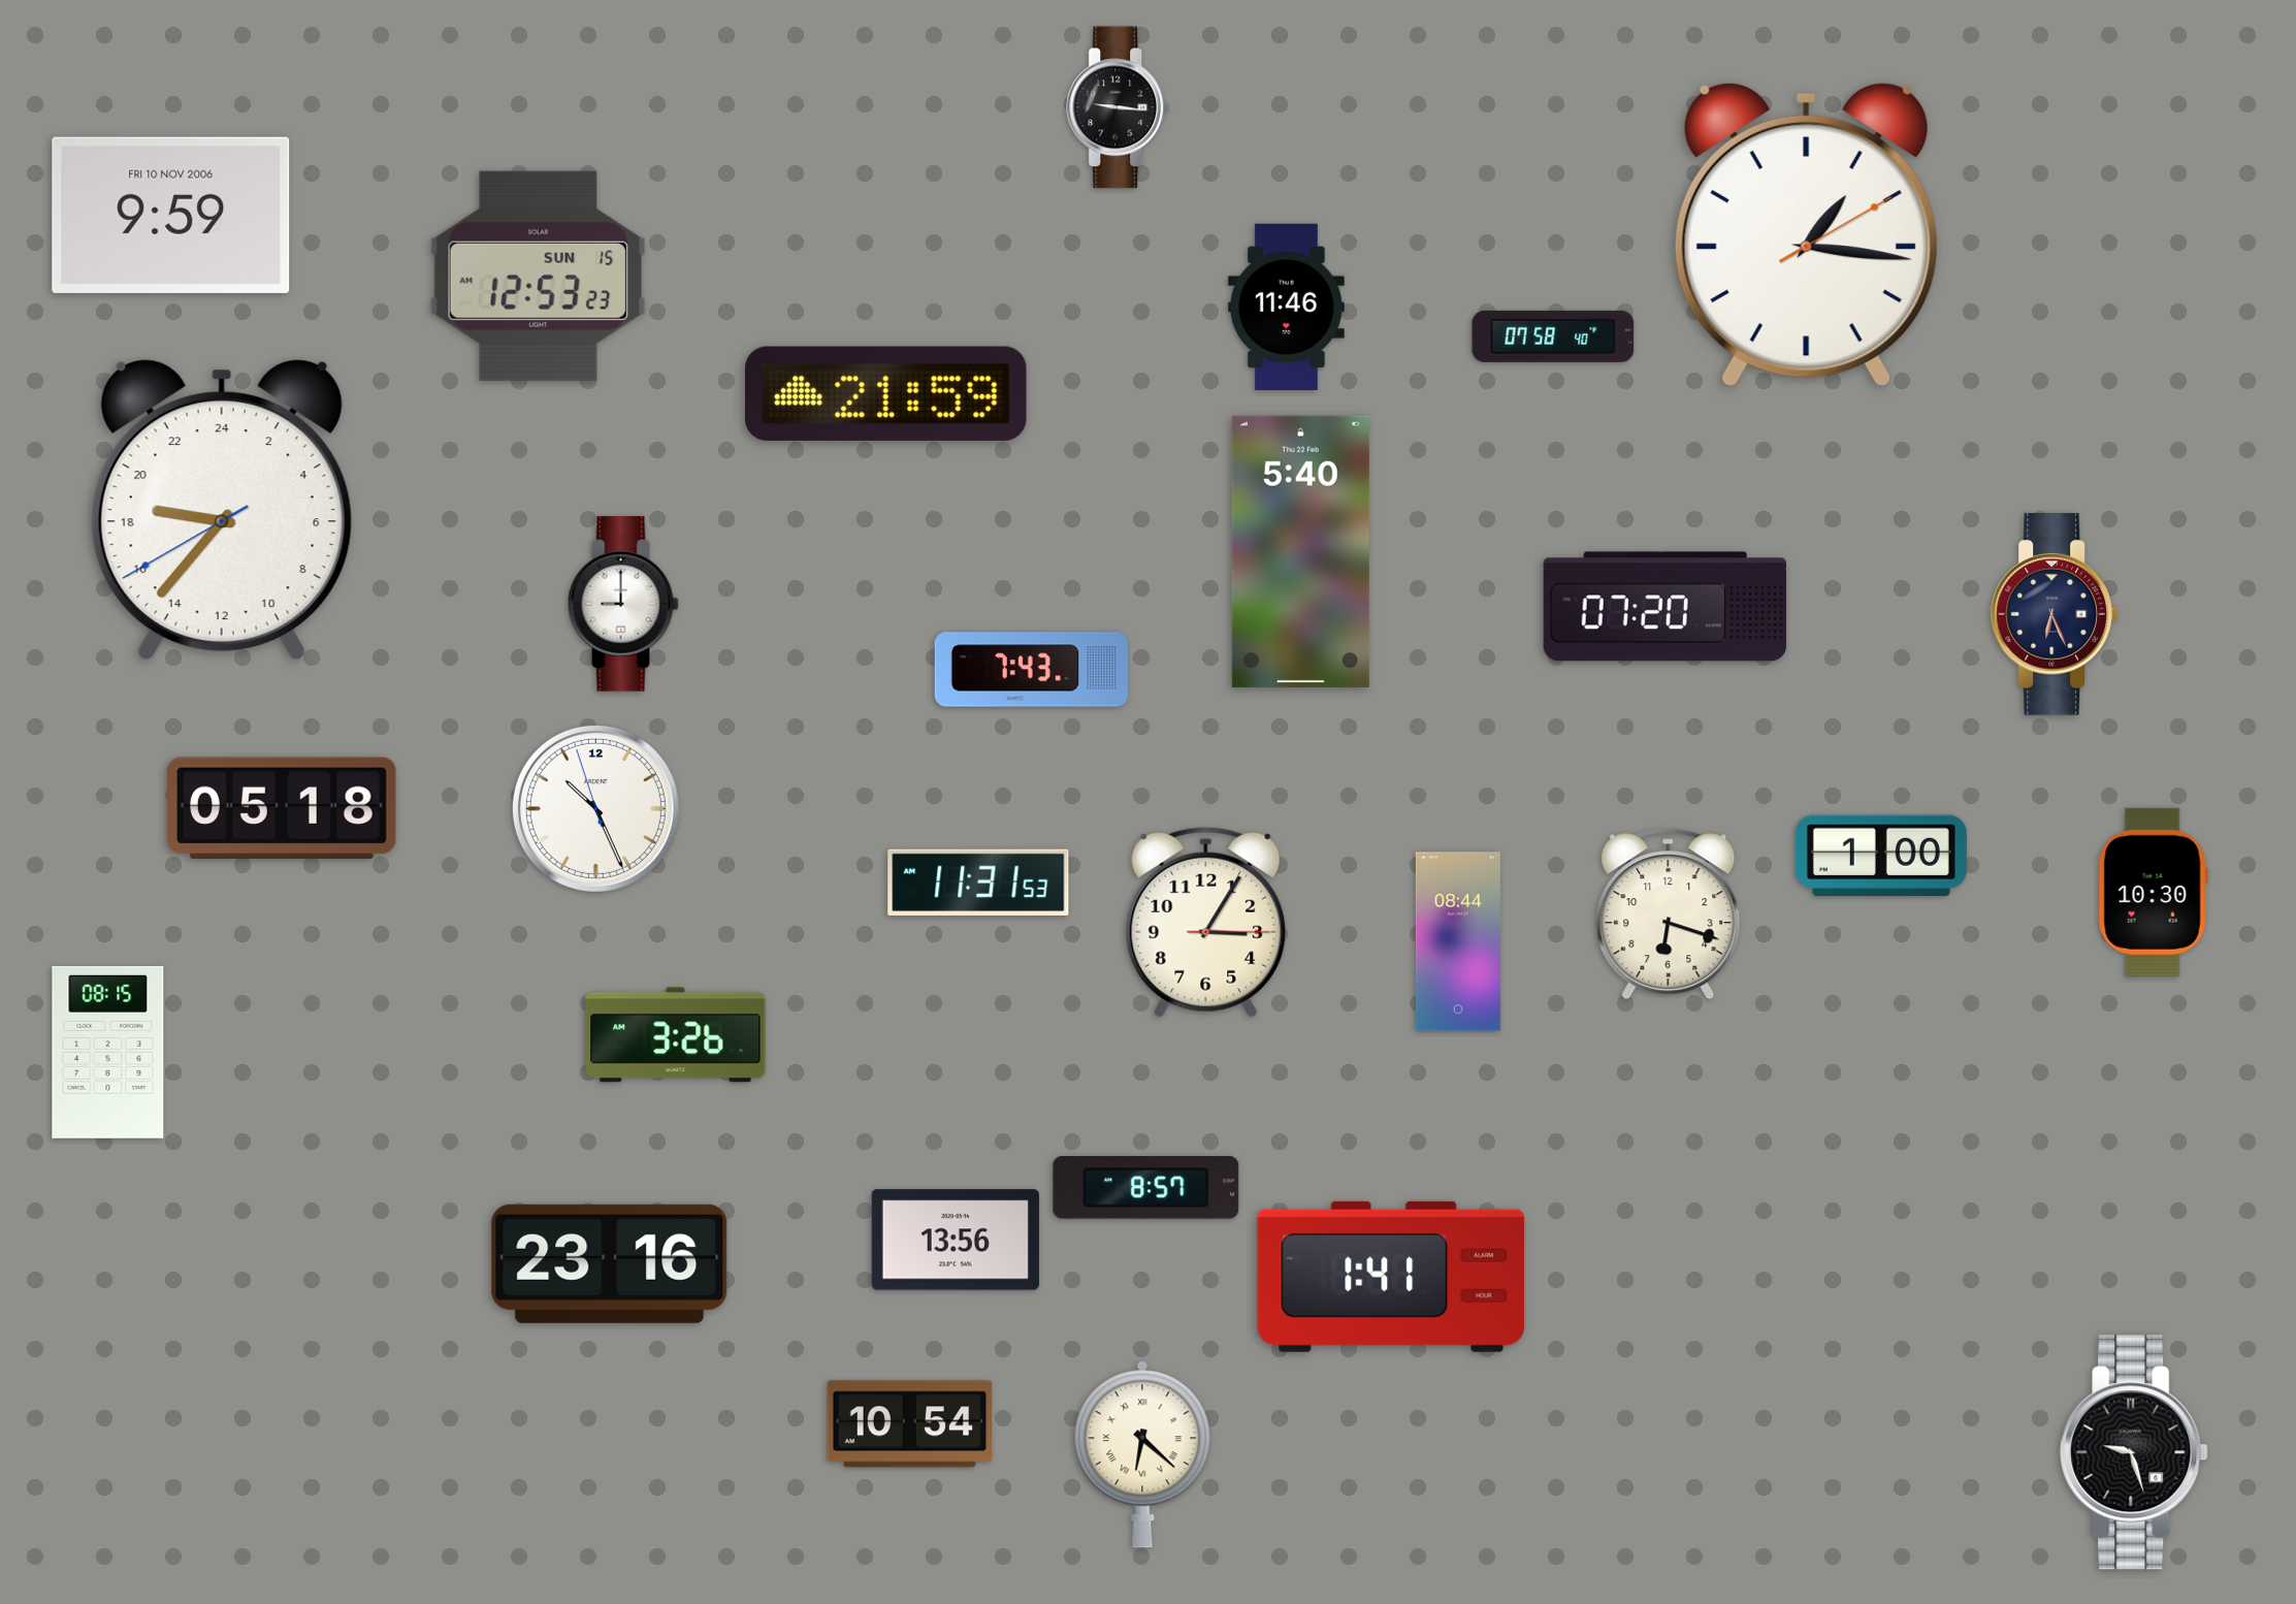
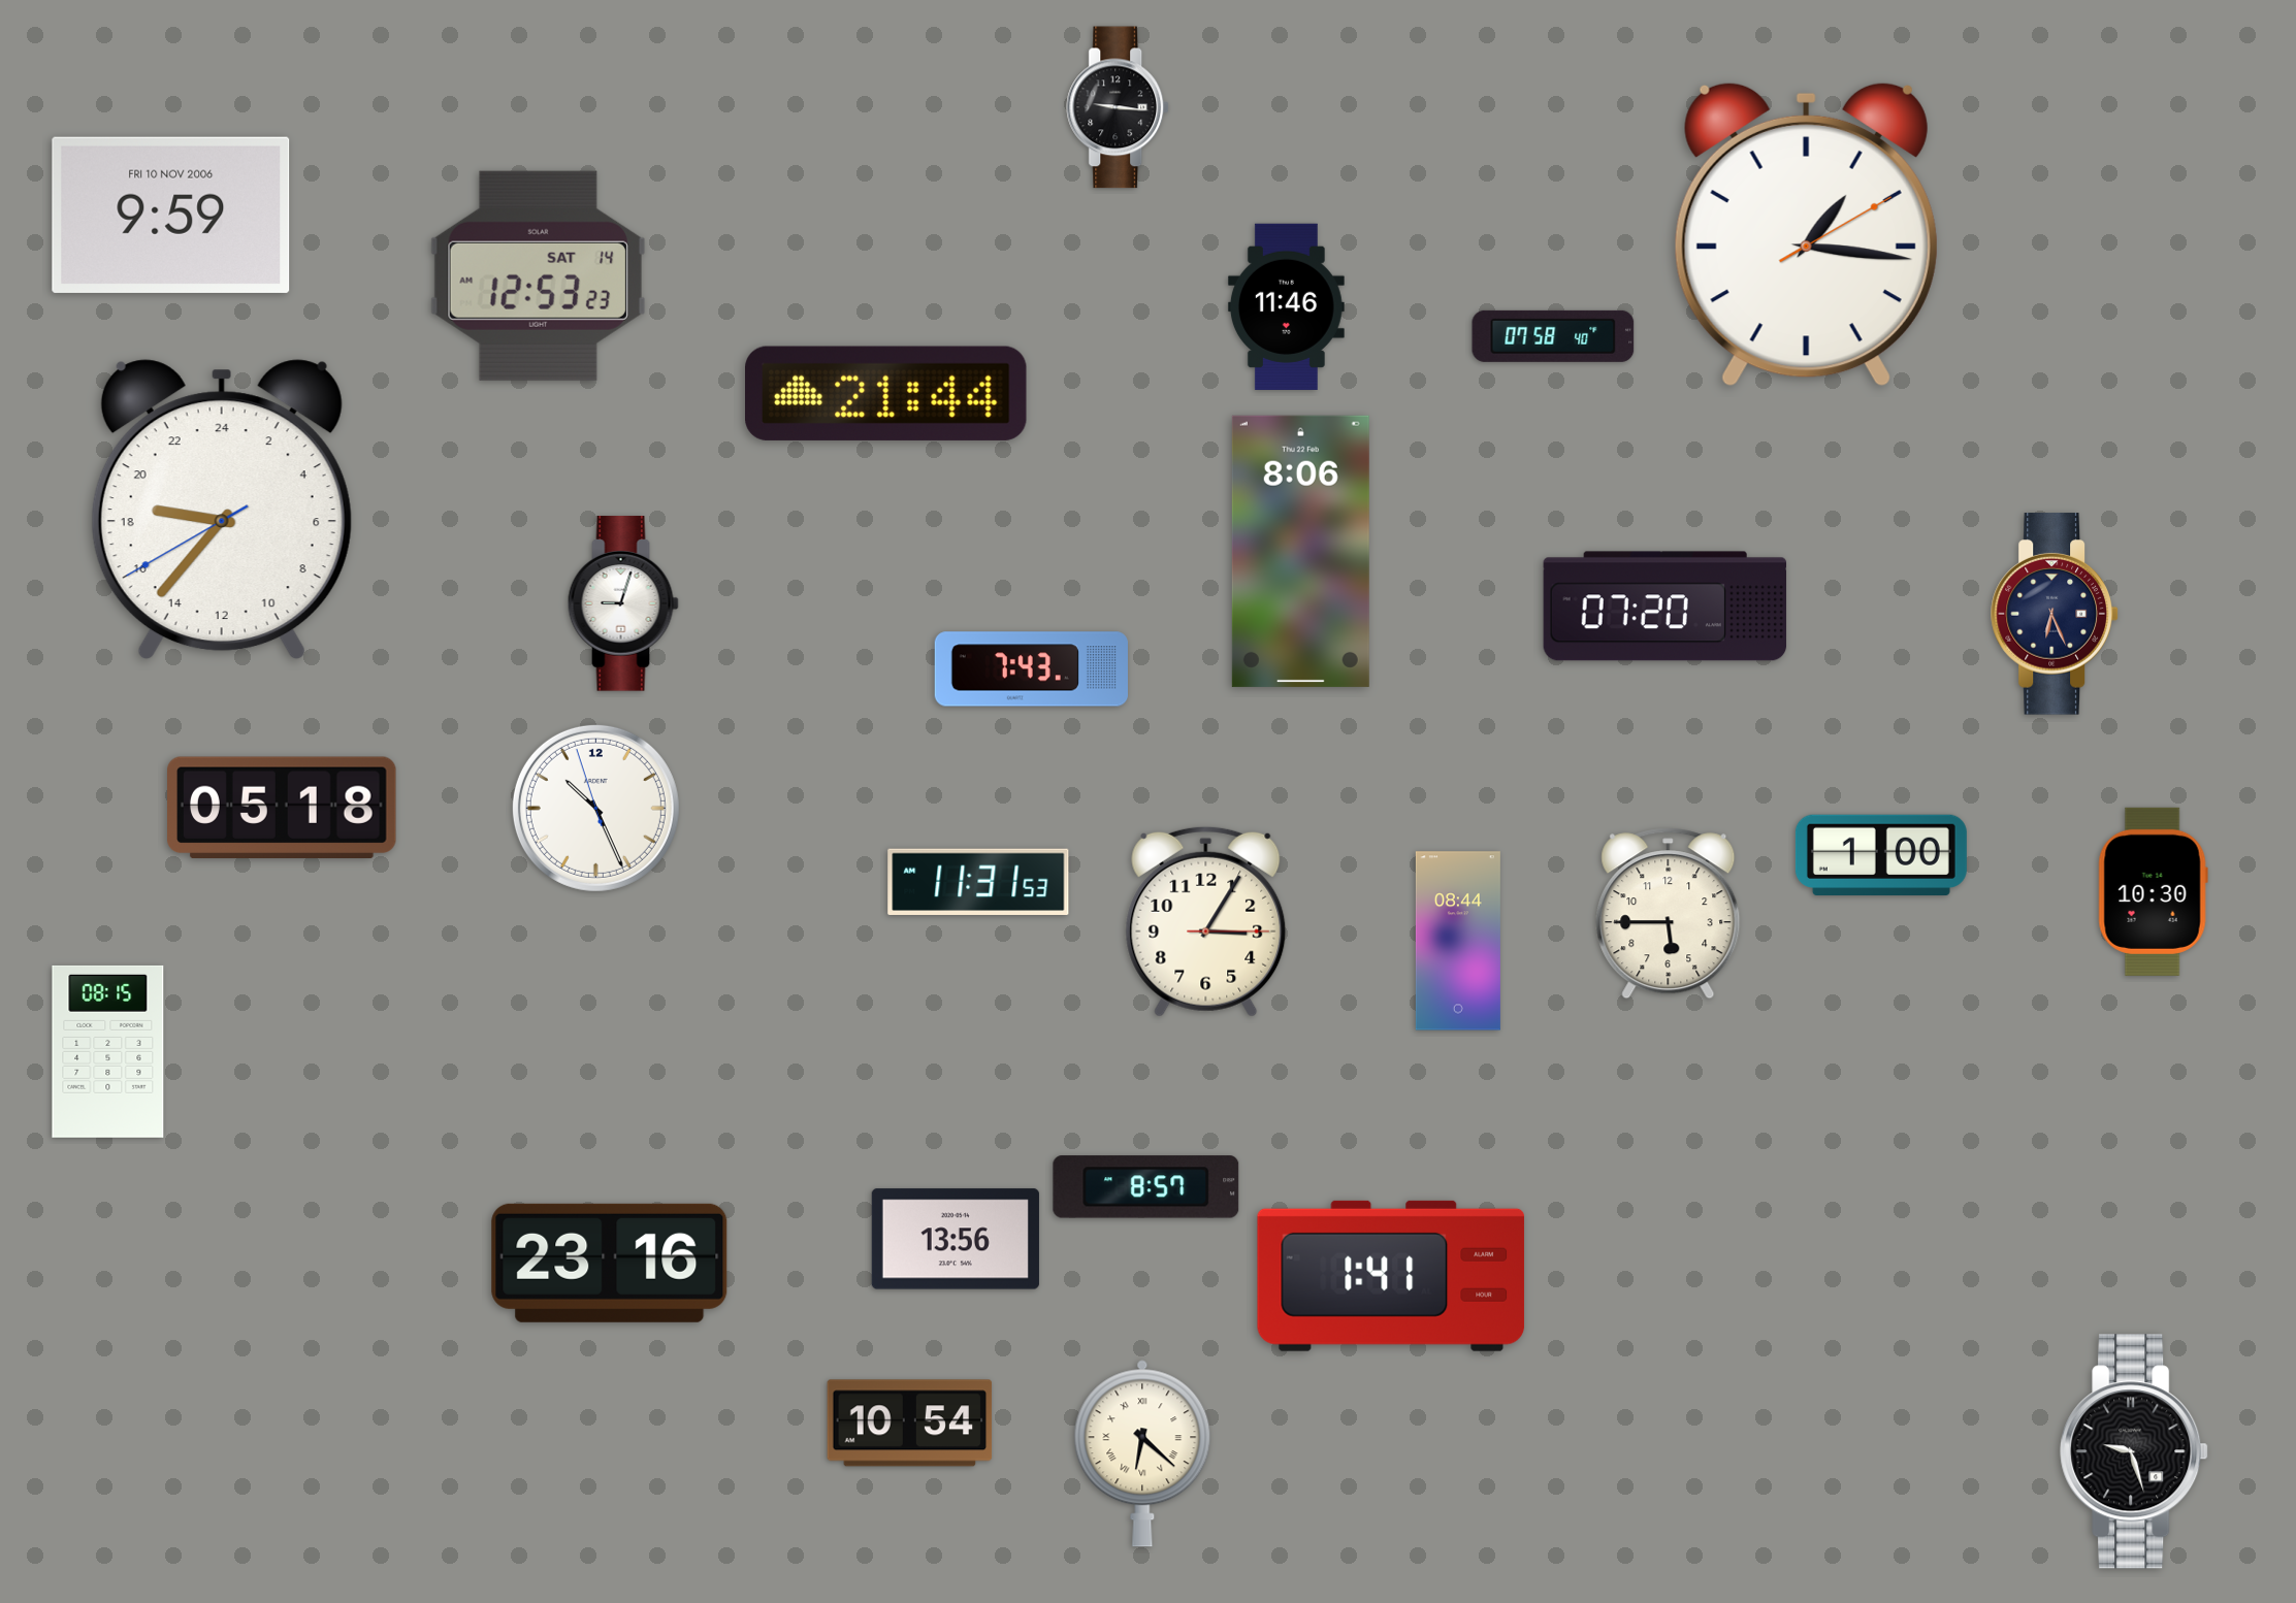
clock at (538, 276) date: SUN 15 -> SAT 14
clock at (886, 393): 21:59 -> 21:44
clock at (1300, 551): 5:40 -> 8:06
clock at (623, 604): 9:00 -> 9:03
clock at (1669, 915): 6:18 -> 5:45
clock at (676, 1035): 3:26 -> none
